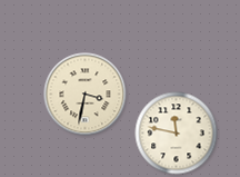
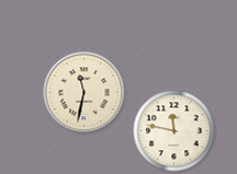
clock at (86, 95): 3:32 -> 11:32
